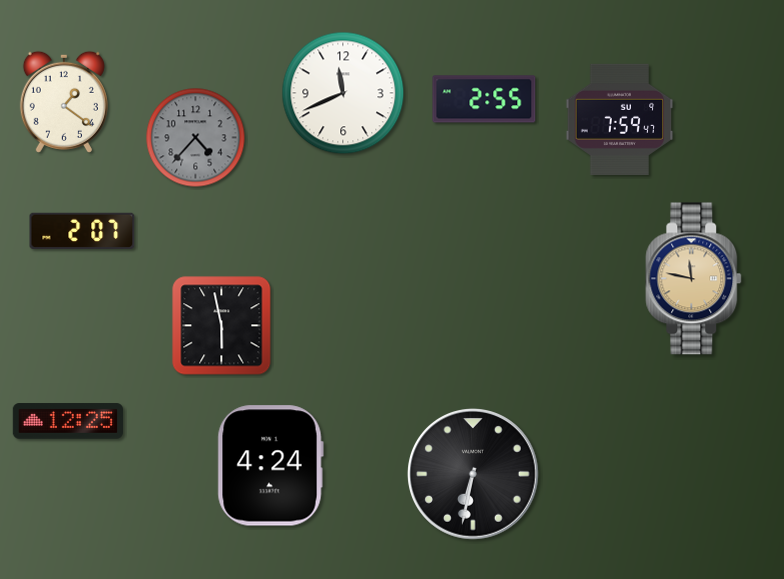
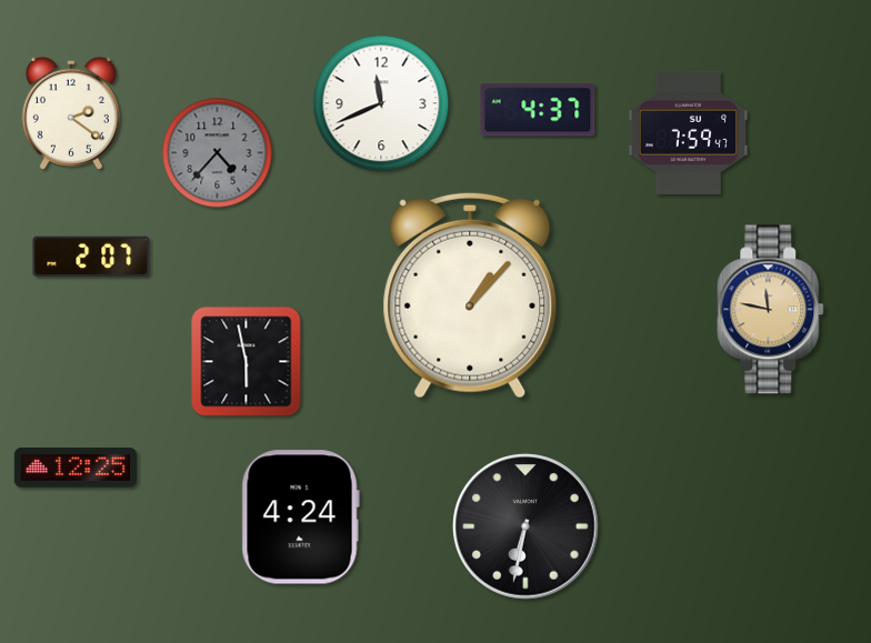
clock at (484, 99): 2:55 -> 4:37
clock at (64, 102): 1:21 -> 2:21
clock at (470, 295): none -> 1:07
